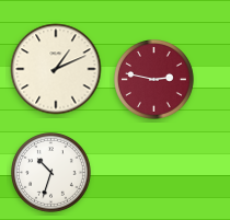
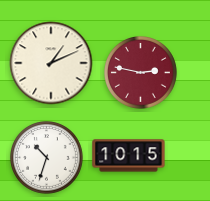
clock at (129, 156): none -> 10:15
